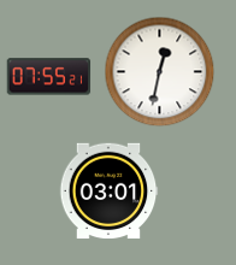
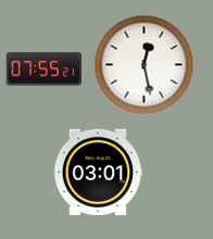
clock at (160, 72): 12:32 -> 12:28
